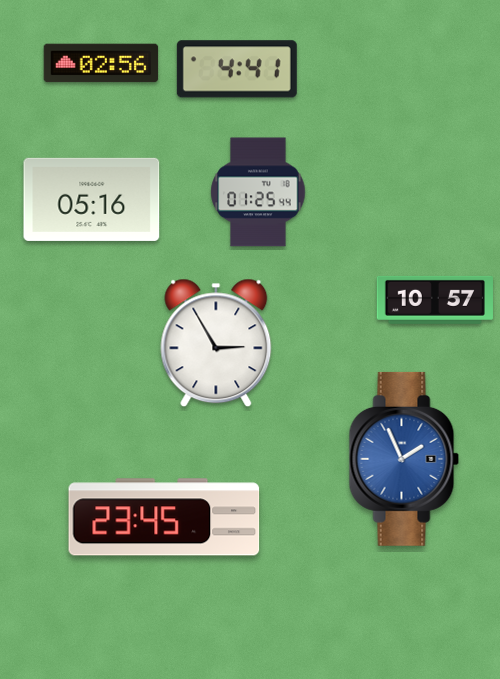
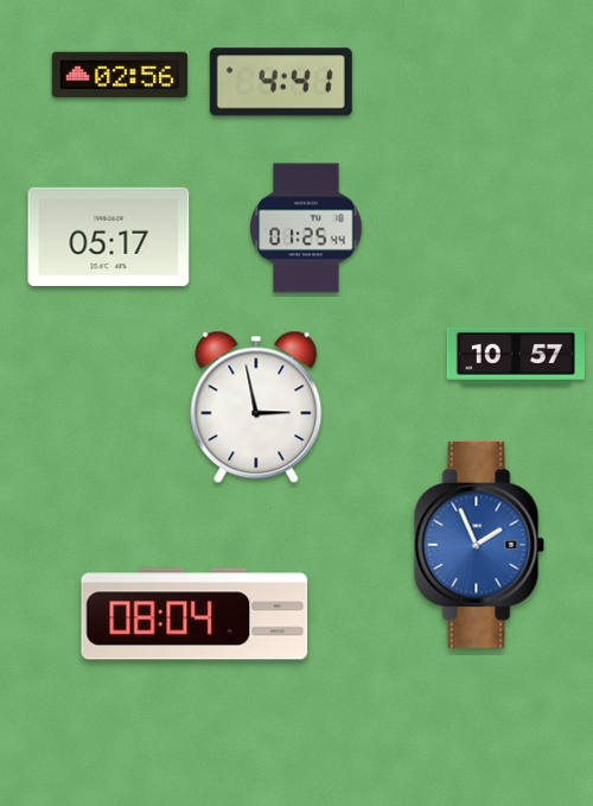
clock at (92, 199): 05:16 -> 05:17
clock at (216, 343): 2:55 -> 2:58
clock at (164, 517): 23:45 -> 08:04
